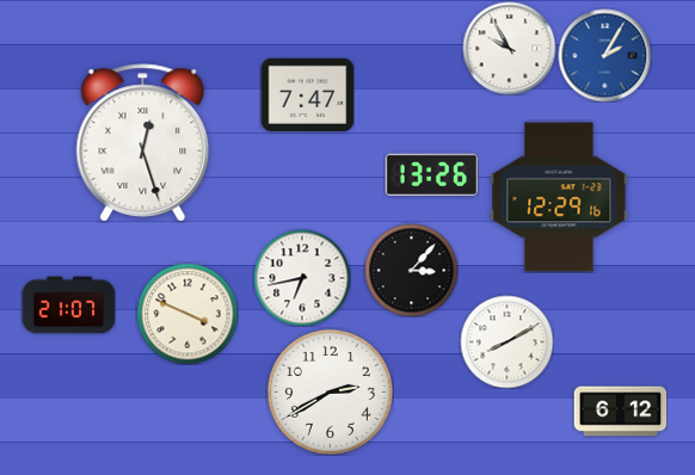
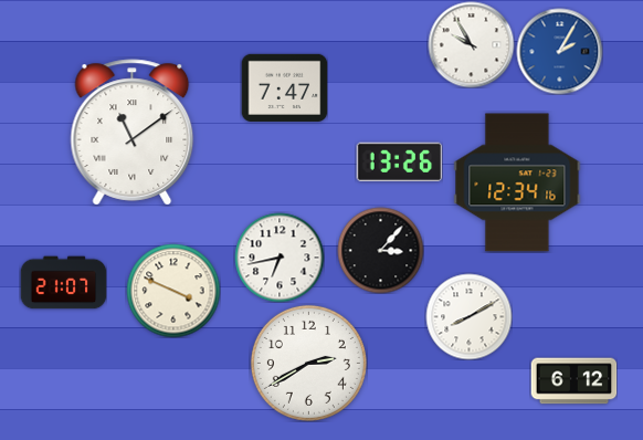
clock at (143, 143): 12:27 -> 11:09
clock at (559, 197): 12:29 -> 12:34
clock at (330, 391) position: (330, 391) -> (308, 363)
